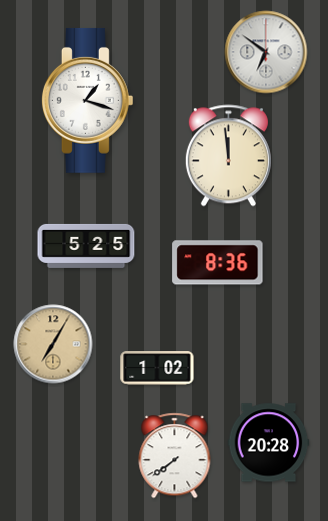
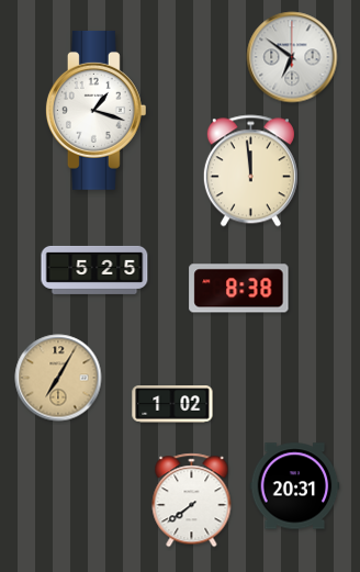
clock at (218, 263): 8:36 -> 8:38
clock at (269, 443): 20:28 -> 20:31
